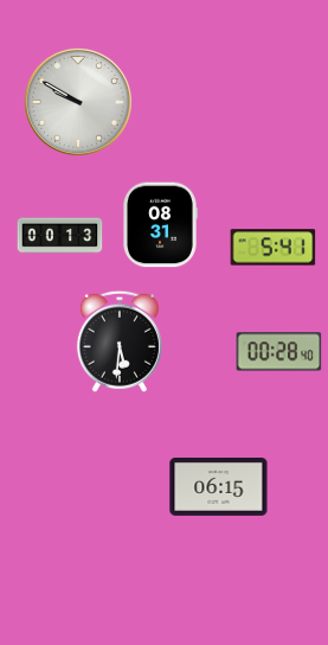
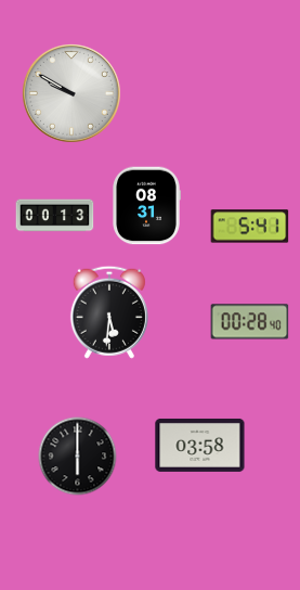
clock at (279, 352) position: (279, 352) -> (250, 322)
clock at (219, 486): 06:15 -> 03:58
clock at (78, 457): none -> 6:00
